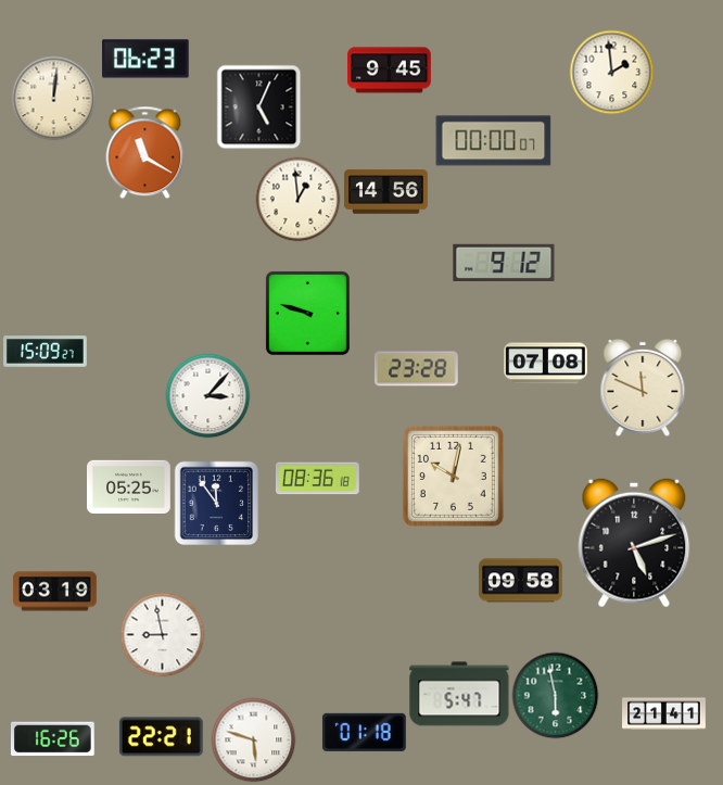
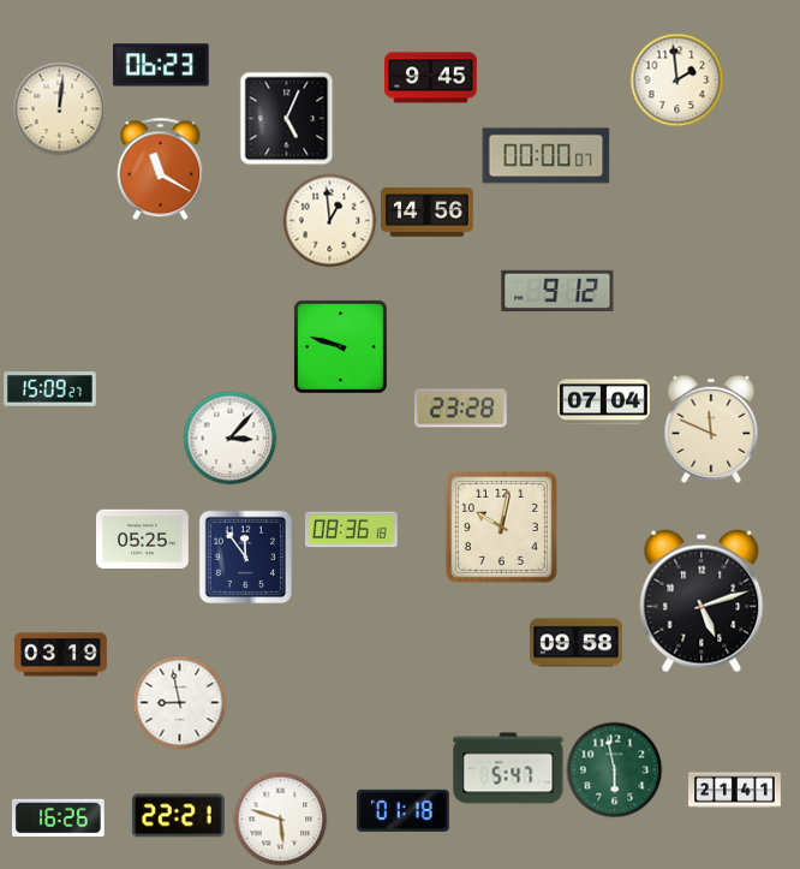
clock at (546, 364): 07:08 -> 07:04
clock at (216, 503) position: (216, 503) -> (245, 556)
